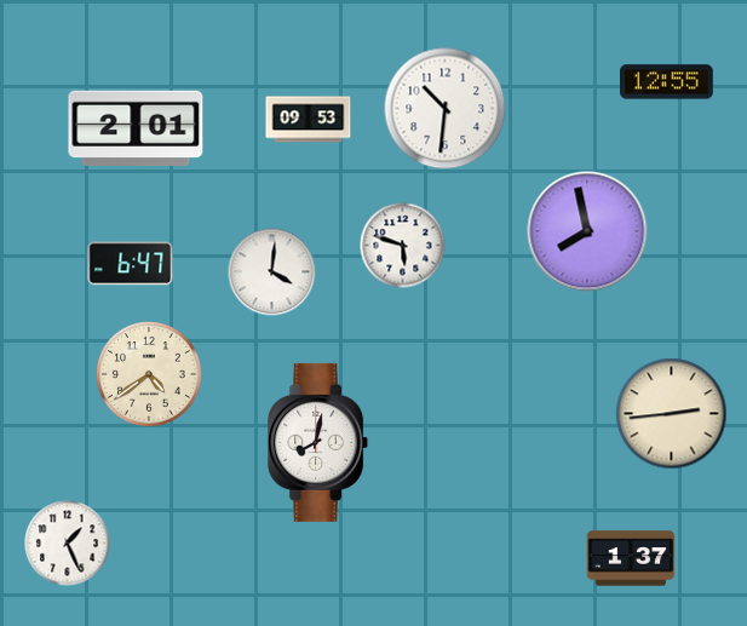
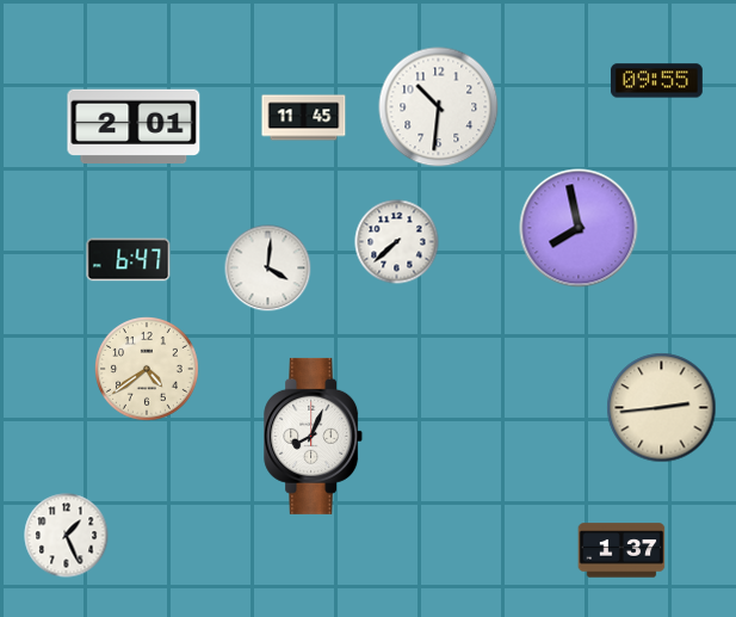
clock at (667, 82): 12:55 -> 09:55
clock at (309, 120): 09:53 -> 11:45
clock at (403, 246): 5:48 -> 7:38
clock at (318, 442): 8:02 -> 8:04
